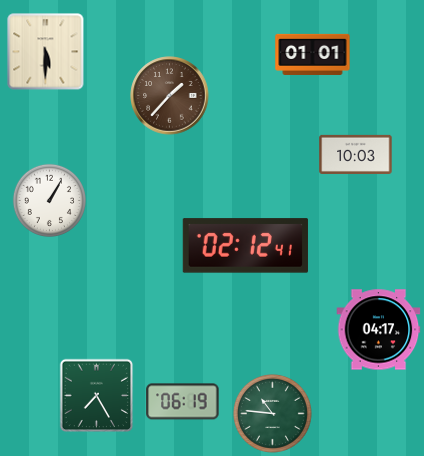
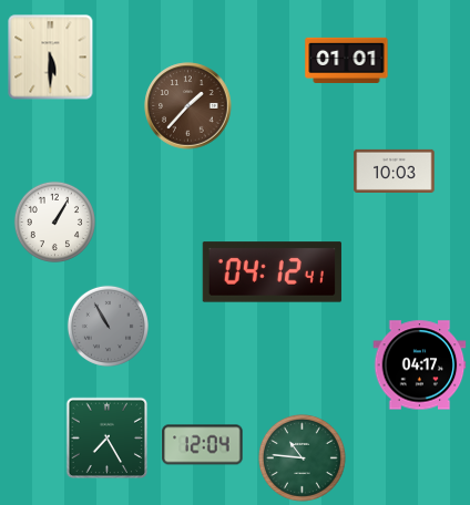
clock at (245, 246): 02:12 -> 04:12
clock at (108, 326): none -> 10:55
clock at (183, 402): 06:19 -> 12:04
